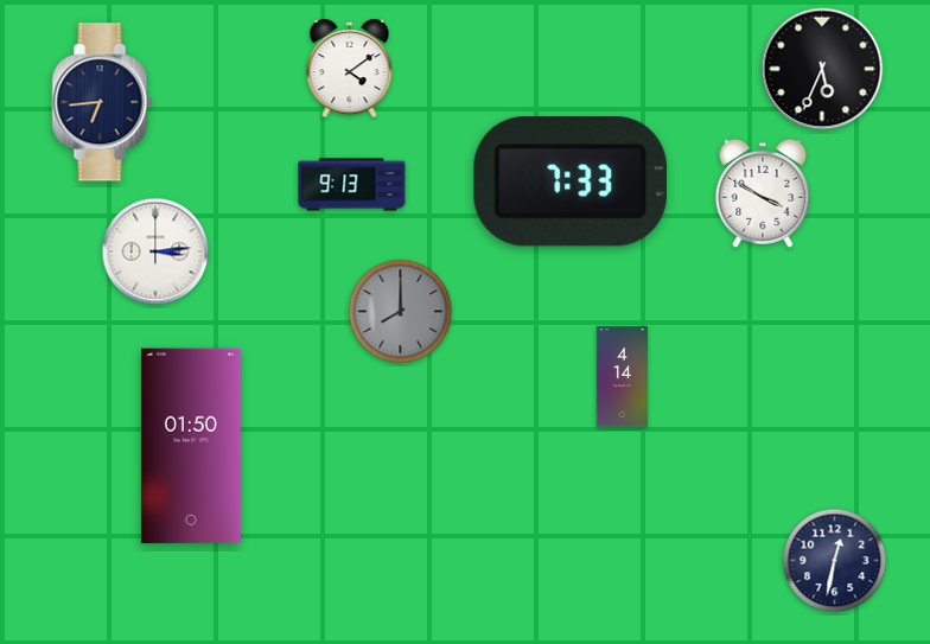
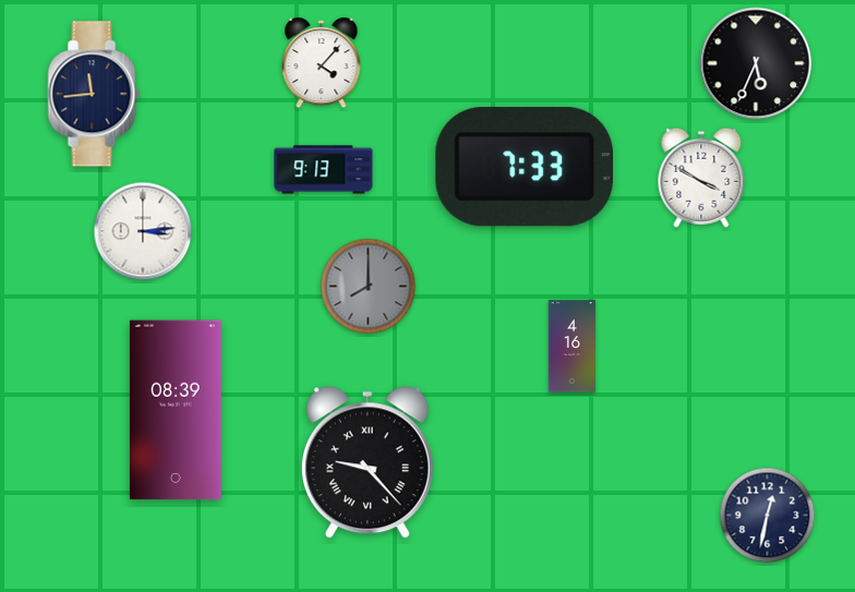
clock at (350, 69): 4:09 -> 4:07
clock at (102, 102): 6:44 -> 11:44
clock at (622, 377): 4:14 -> 4:16
clock at (191, 446): 01:50 -> 08:39
clock at (368, 463): none -> 9:23
